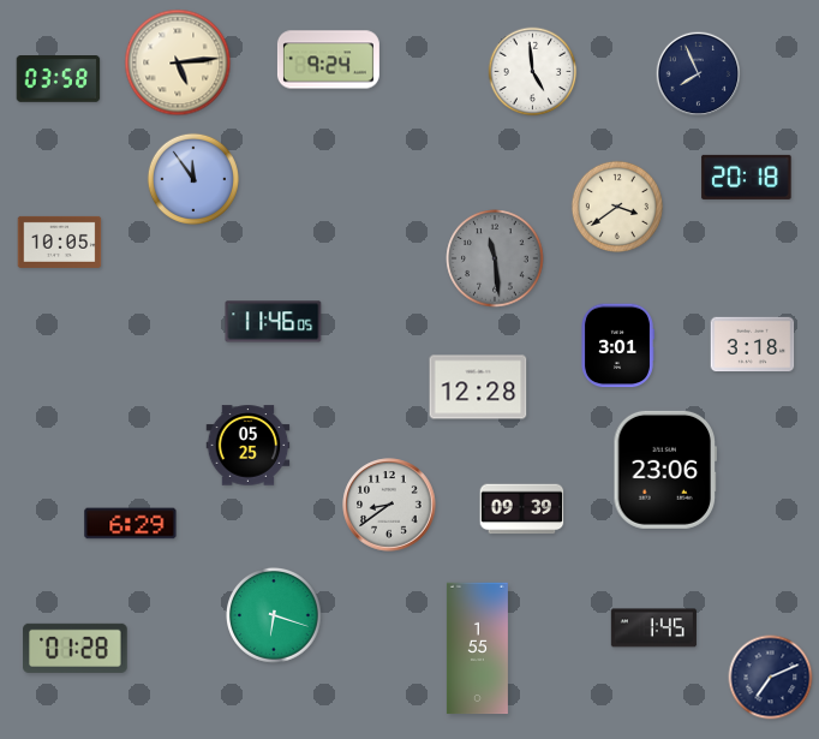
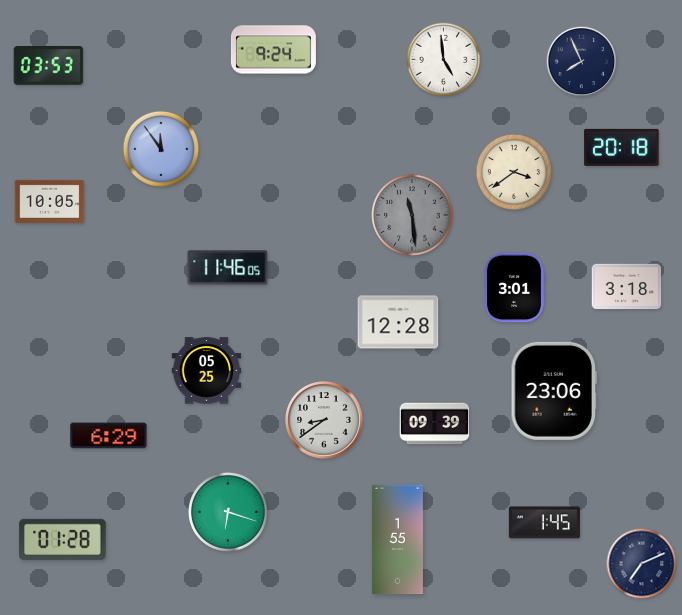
clock at (178, 62): 5:14 -> none
clock at (59, 79): 03:58 -> 03:53
